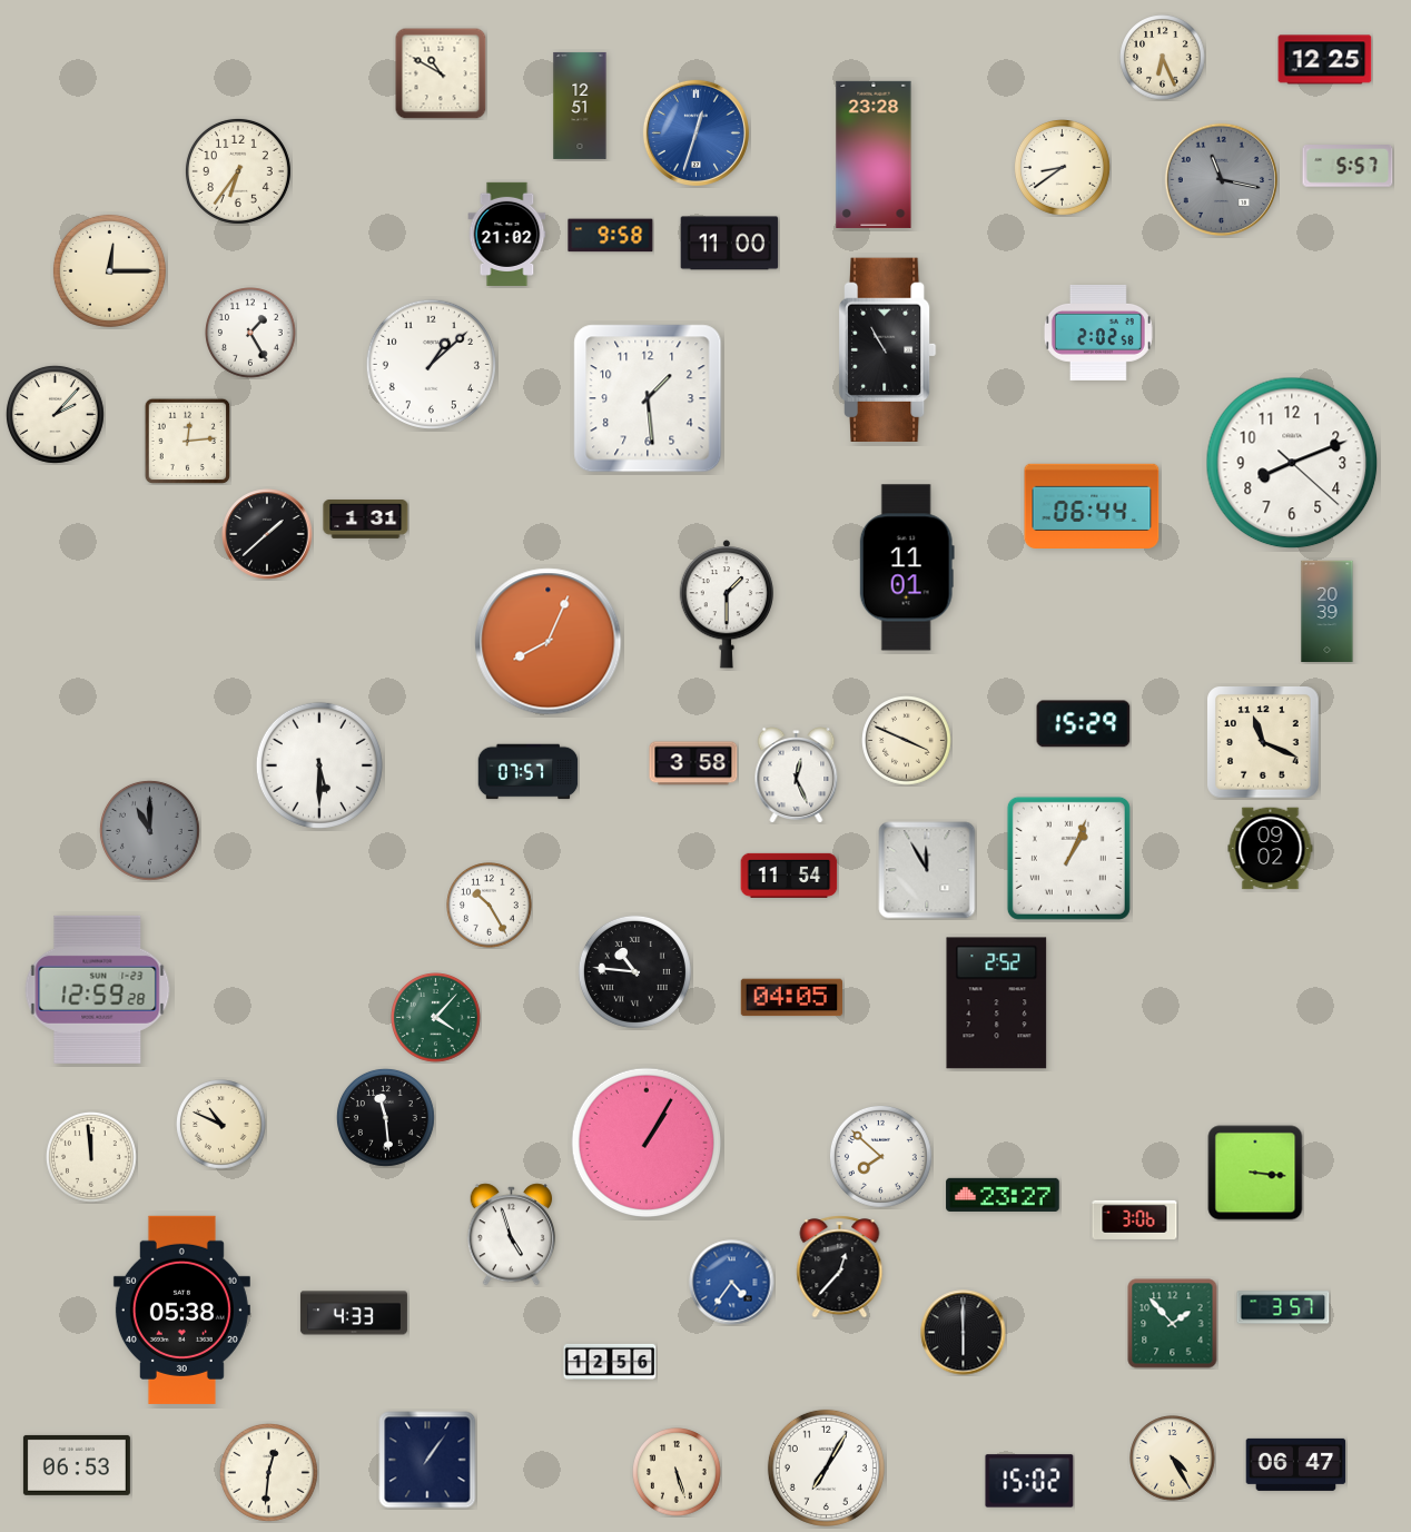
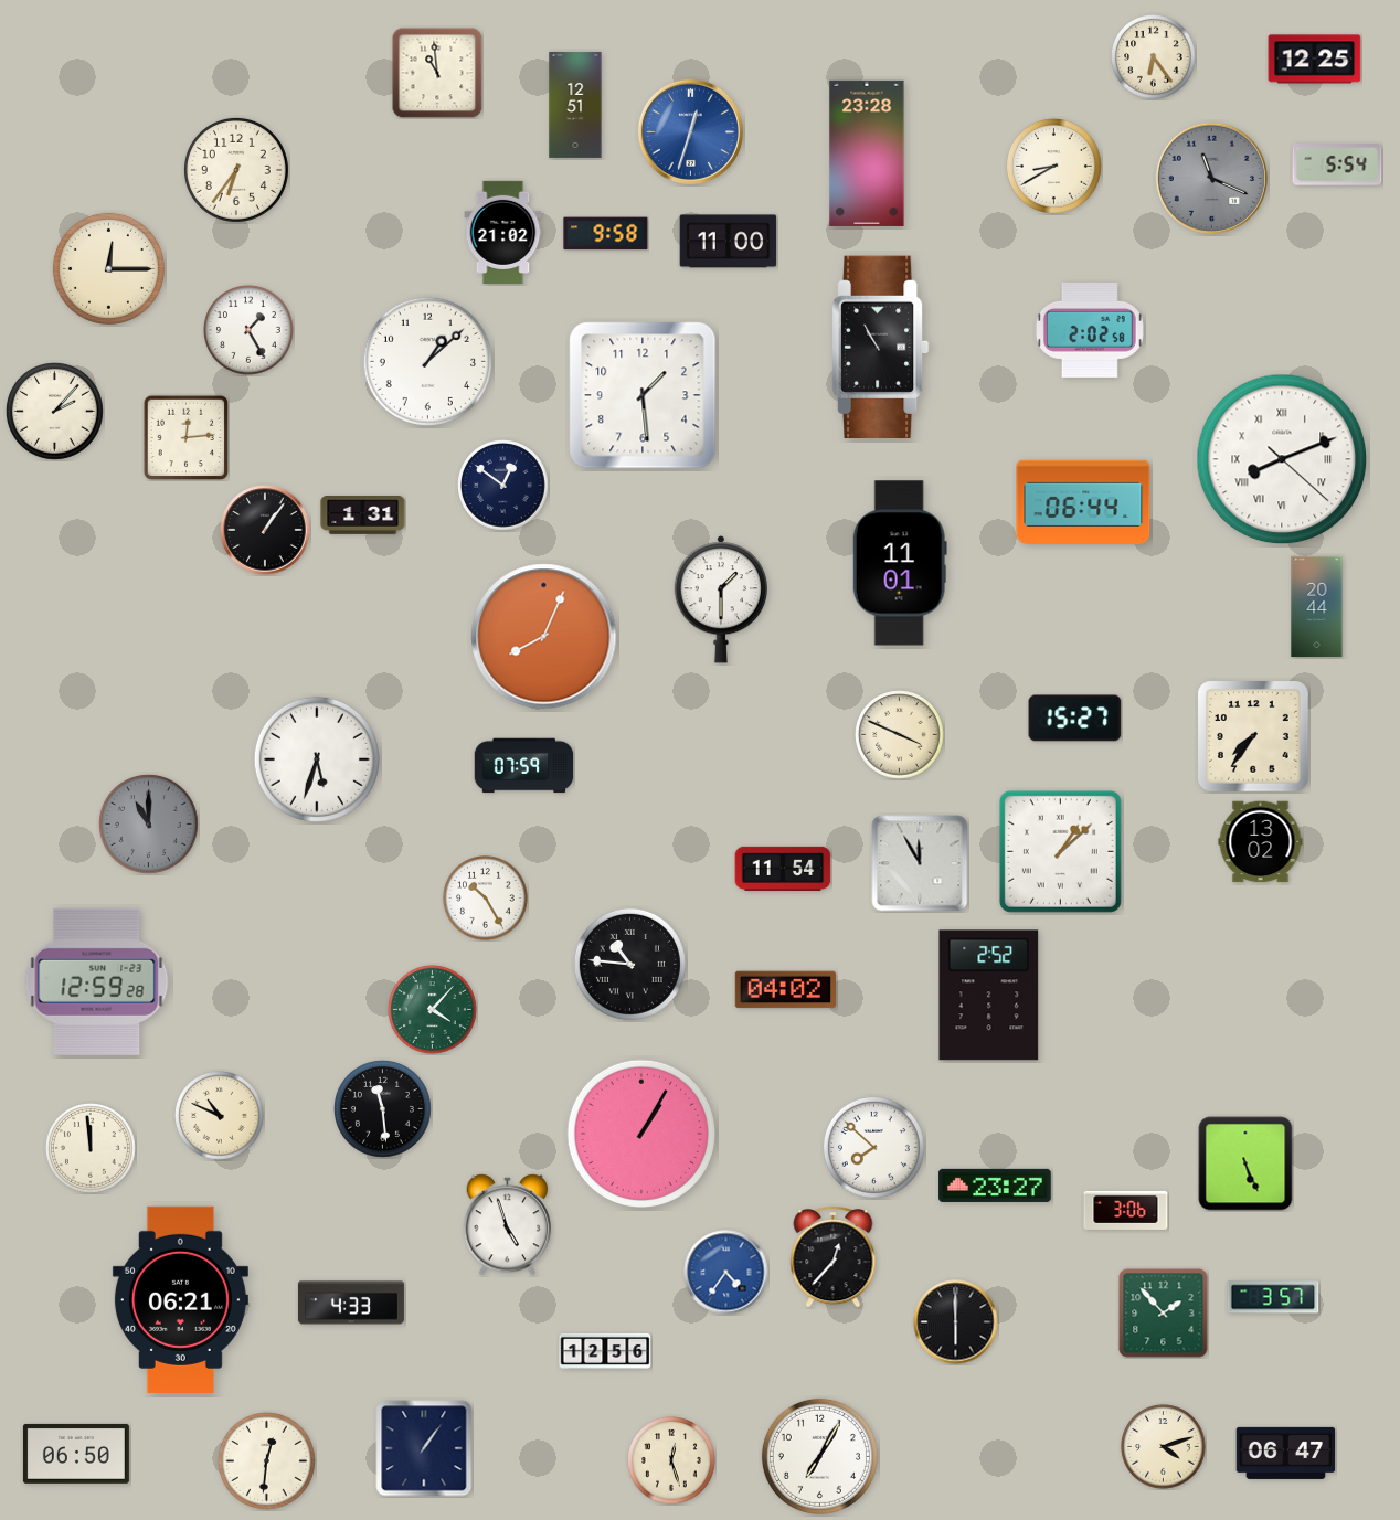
clock at (1163, 58): 6:26 -> 6:24
clock at (441, 73): 10:50 -> 10:59
clock at (1348, 166): 5:57 -> 5:54
clock at (1063, 168): 8:39 -> 8:40
clock at (1221, 180): 11:17 -> 11:19
clock at (730, 244) position: (730, 244) -> (729, 242)
clock at (1292, 463) numerals: Arabic -> Roman
clock at (503, 486): none -> 12:51
clock at (267, 534): 1:38 -> 1:06
clock at (1328, 612): 20:39 -> 20:44
clock at (1084, 724): 15:29 -> 15:27
clock at (1264, 743): 11:19 -> 7:36
clock at (693, 763): 3:58 -> none
clock at (319, 765): 5:30 -> 5:33
clock at (529, 772): 07:57 -> 07:59
clock at (797, 775): 12:26 -> none
clock at (1271, 849): 09:02 -> 13:02
clock at (1068, 858): 1:04 -> 1:08
clock at (791, 998): 04:05 -> 04:02
clock at (1255, 1173): 3:16 -> 5:26
clock at (181, 1309): 05:38 -> 06:21
clock at (1173, 1459): 4:25 -> 4:12
clock at (77, 1465): 06:53 -> 06:50
clock at (677, 1472): 5:27 -> 12:27
clock at (1029, 1481): 15:02 -> none
